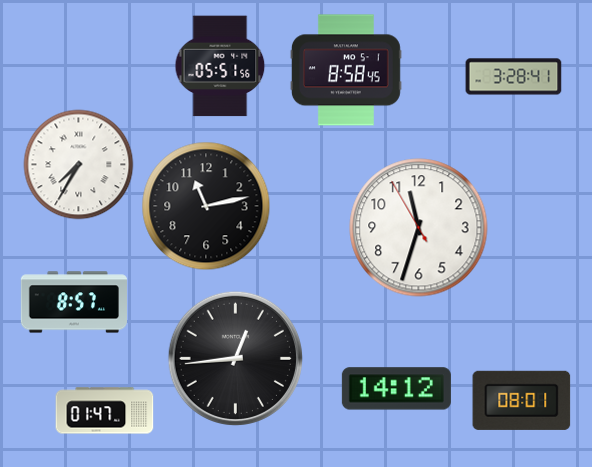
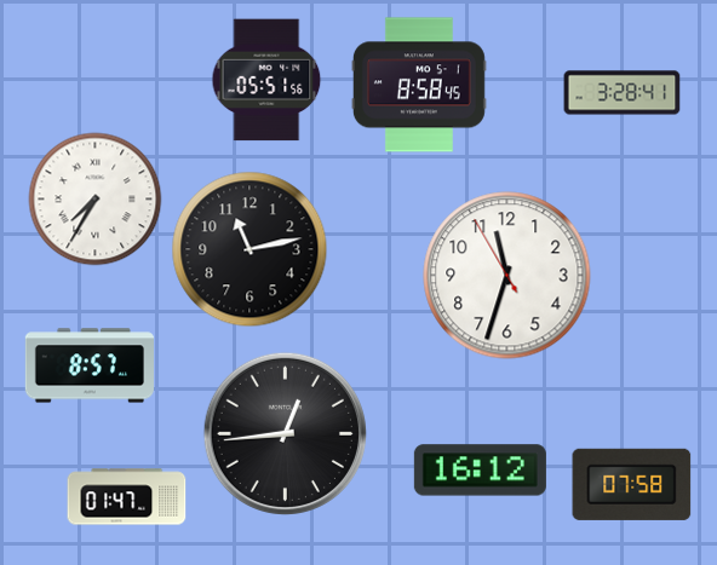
clock at (396, 389): 14:12 -> 16:12
clock at (522, 400): 08:01 -> 07:58
